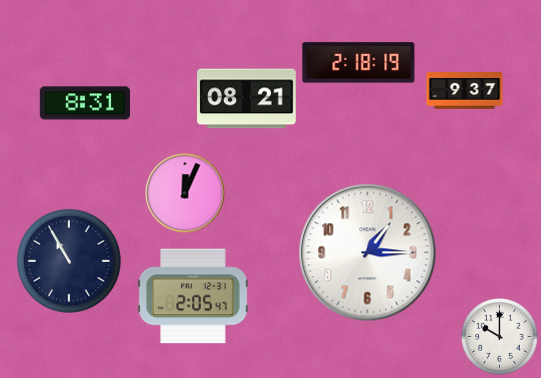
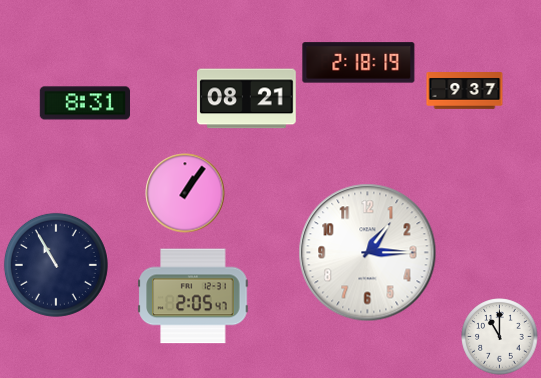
clock at (185, 193): 12:04 -> 1:06
clock at (69, 261) position: (69, 261) -> (56, 265)
clock at (500, 337): 10:00 -> 11:00
